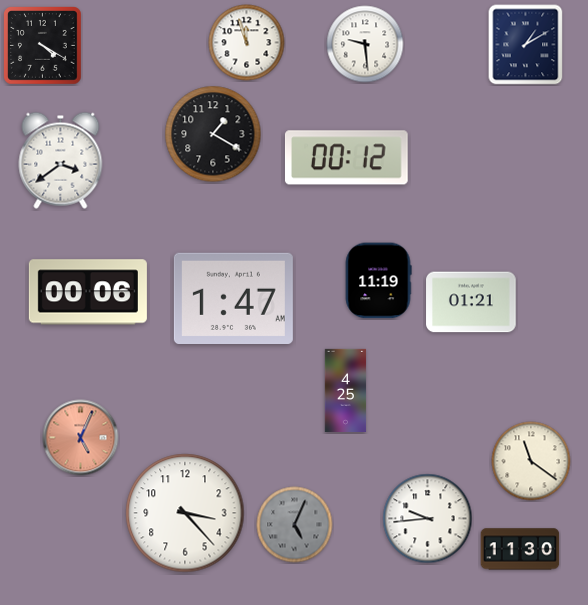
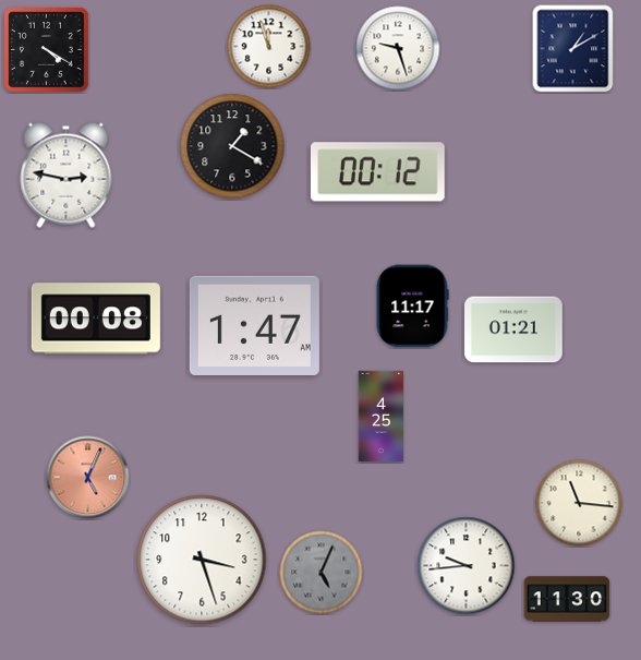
clock at (365, 44): 9:29 -> 9:27
clock at (61, 160): 3:39 -> 2:47
clock at (378, 281): 11:19 -> 11:17
clock at (88, 292): 00:06 -> 00:08
clock at (346, 390) position: (346, 390) -> (382, 416)
clock at (531, 461): 11:21 -> 11:16
clock at (185, 513): 3:23 -> 3:27
